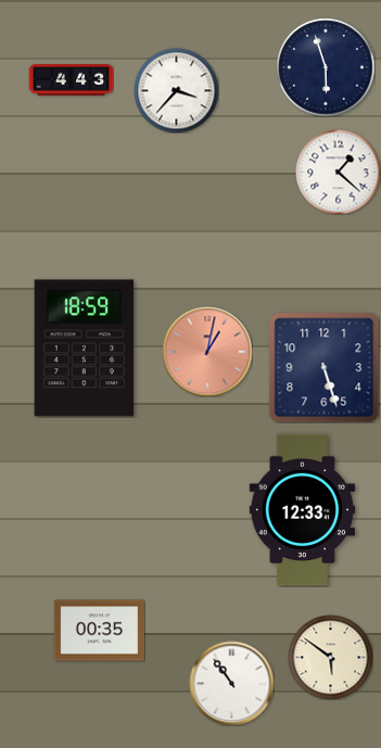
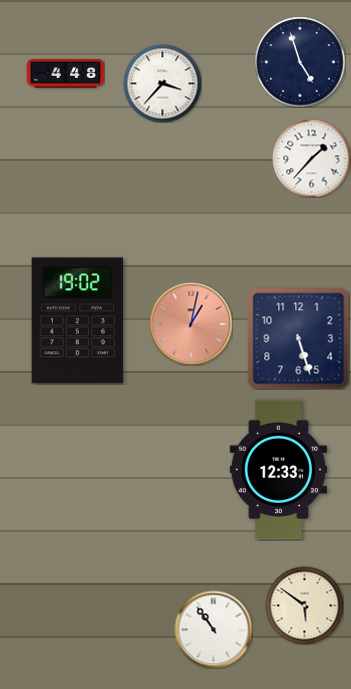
clock at (326, 67): 5:57 -> 4:57
clock at (71, 80): 4:43 -> 4:48
clock at (338, 172): 1:22 -> 1:37
clock at (85, 348): 18:59 -> 19:02
clock at (99, 631): 00:35 -> none
